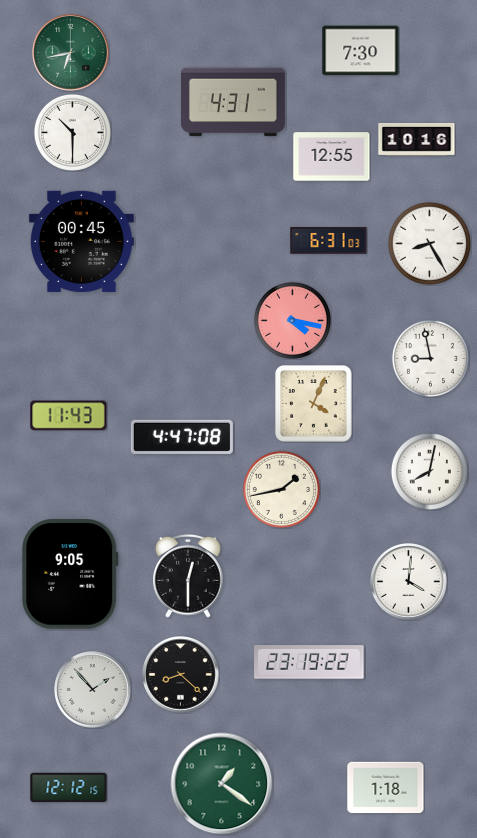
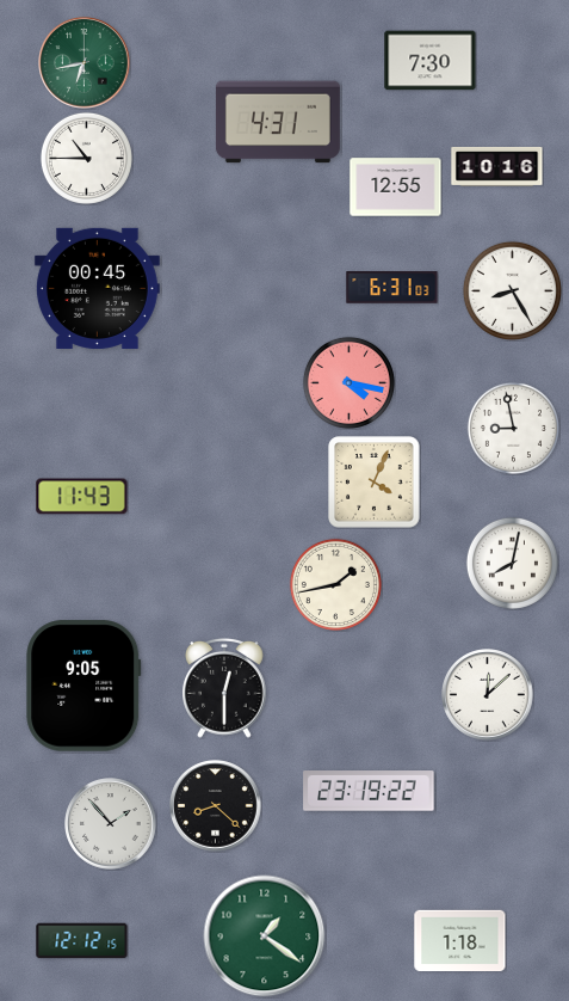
clock at (72, 132): 10:30 -> 10:45
clock at (182, 437): 4:47 -> none
clock at (409, 582): 4:01 -> 12:08
